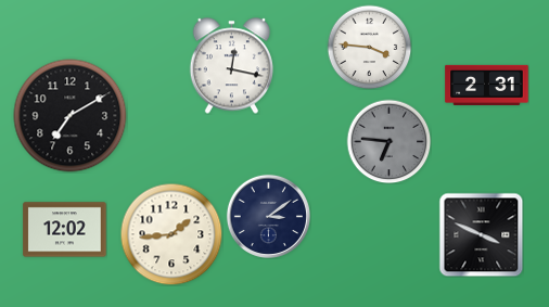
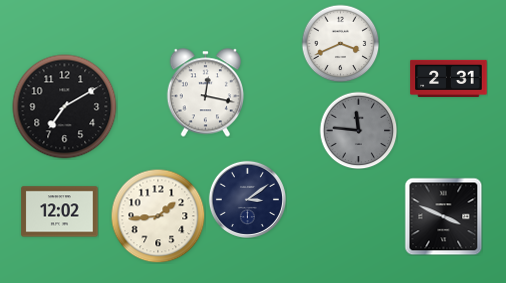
clock at (369, 47): 3:46 -> 3:41
clock at (232, 66) position: (232, 66) -> (206, 93)
clock at (388, 141): 6:46 -> 11:46
